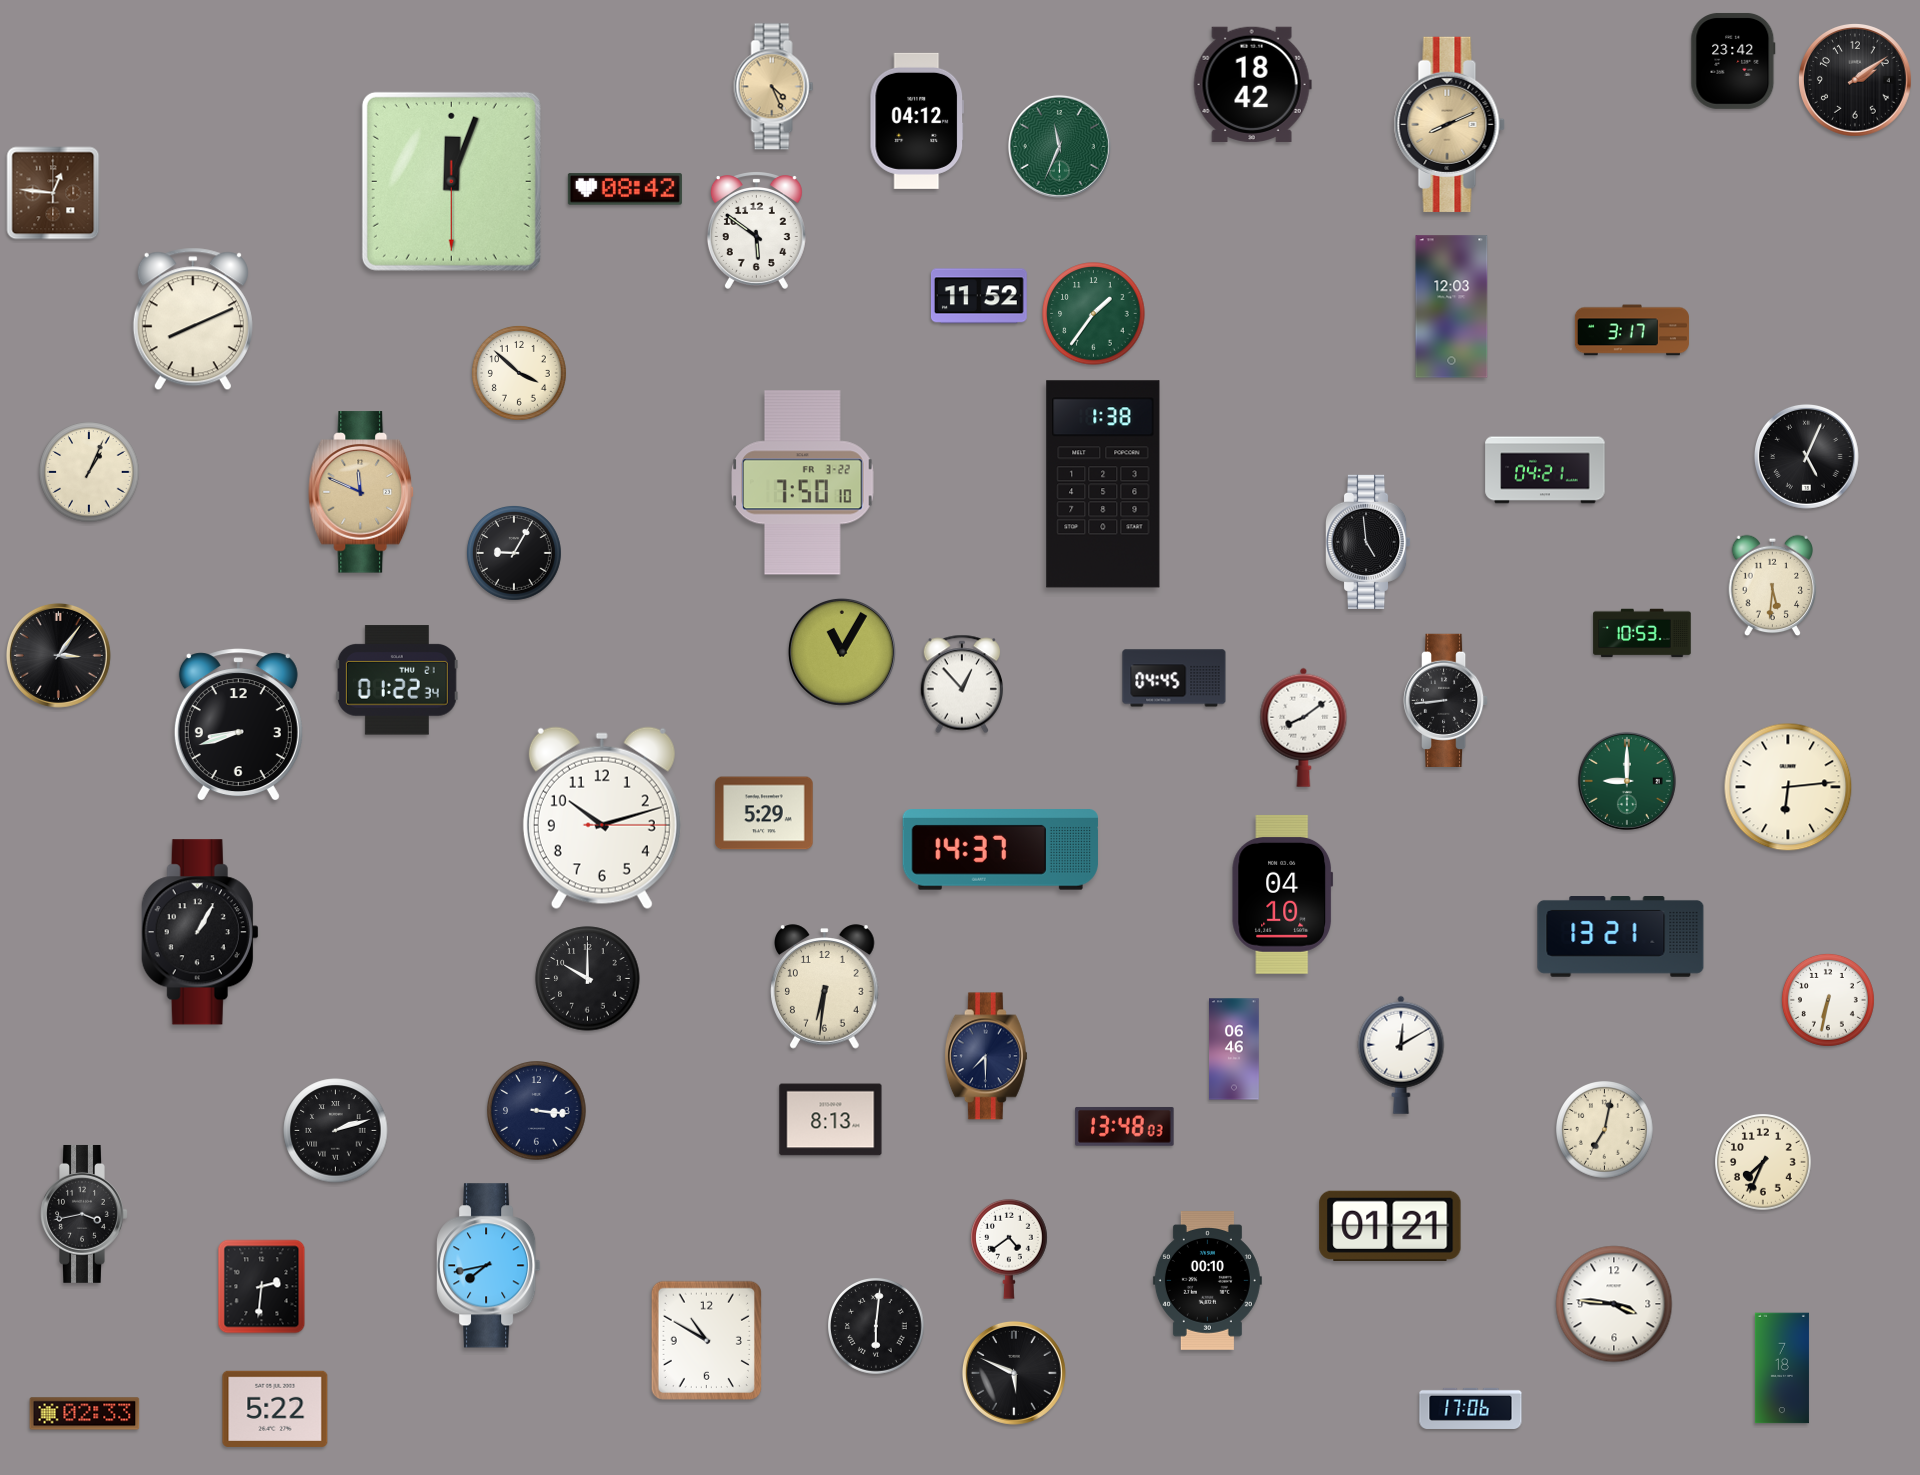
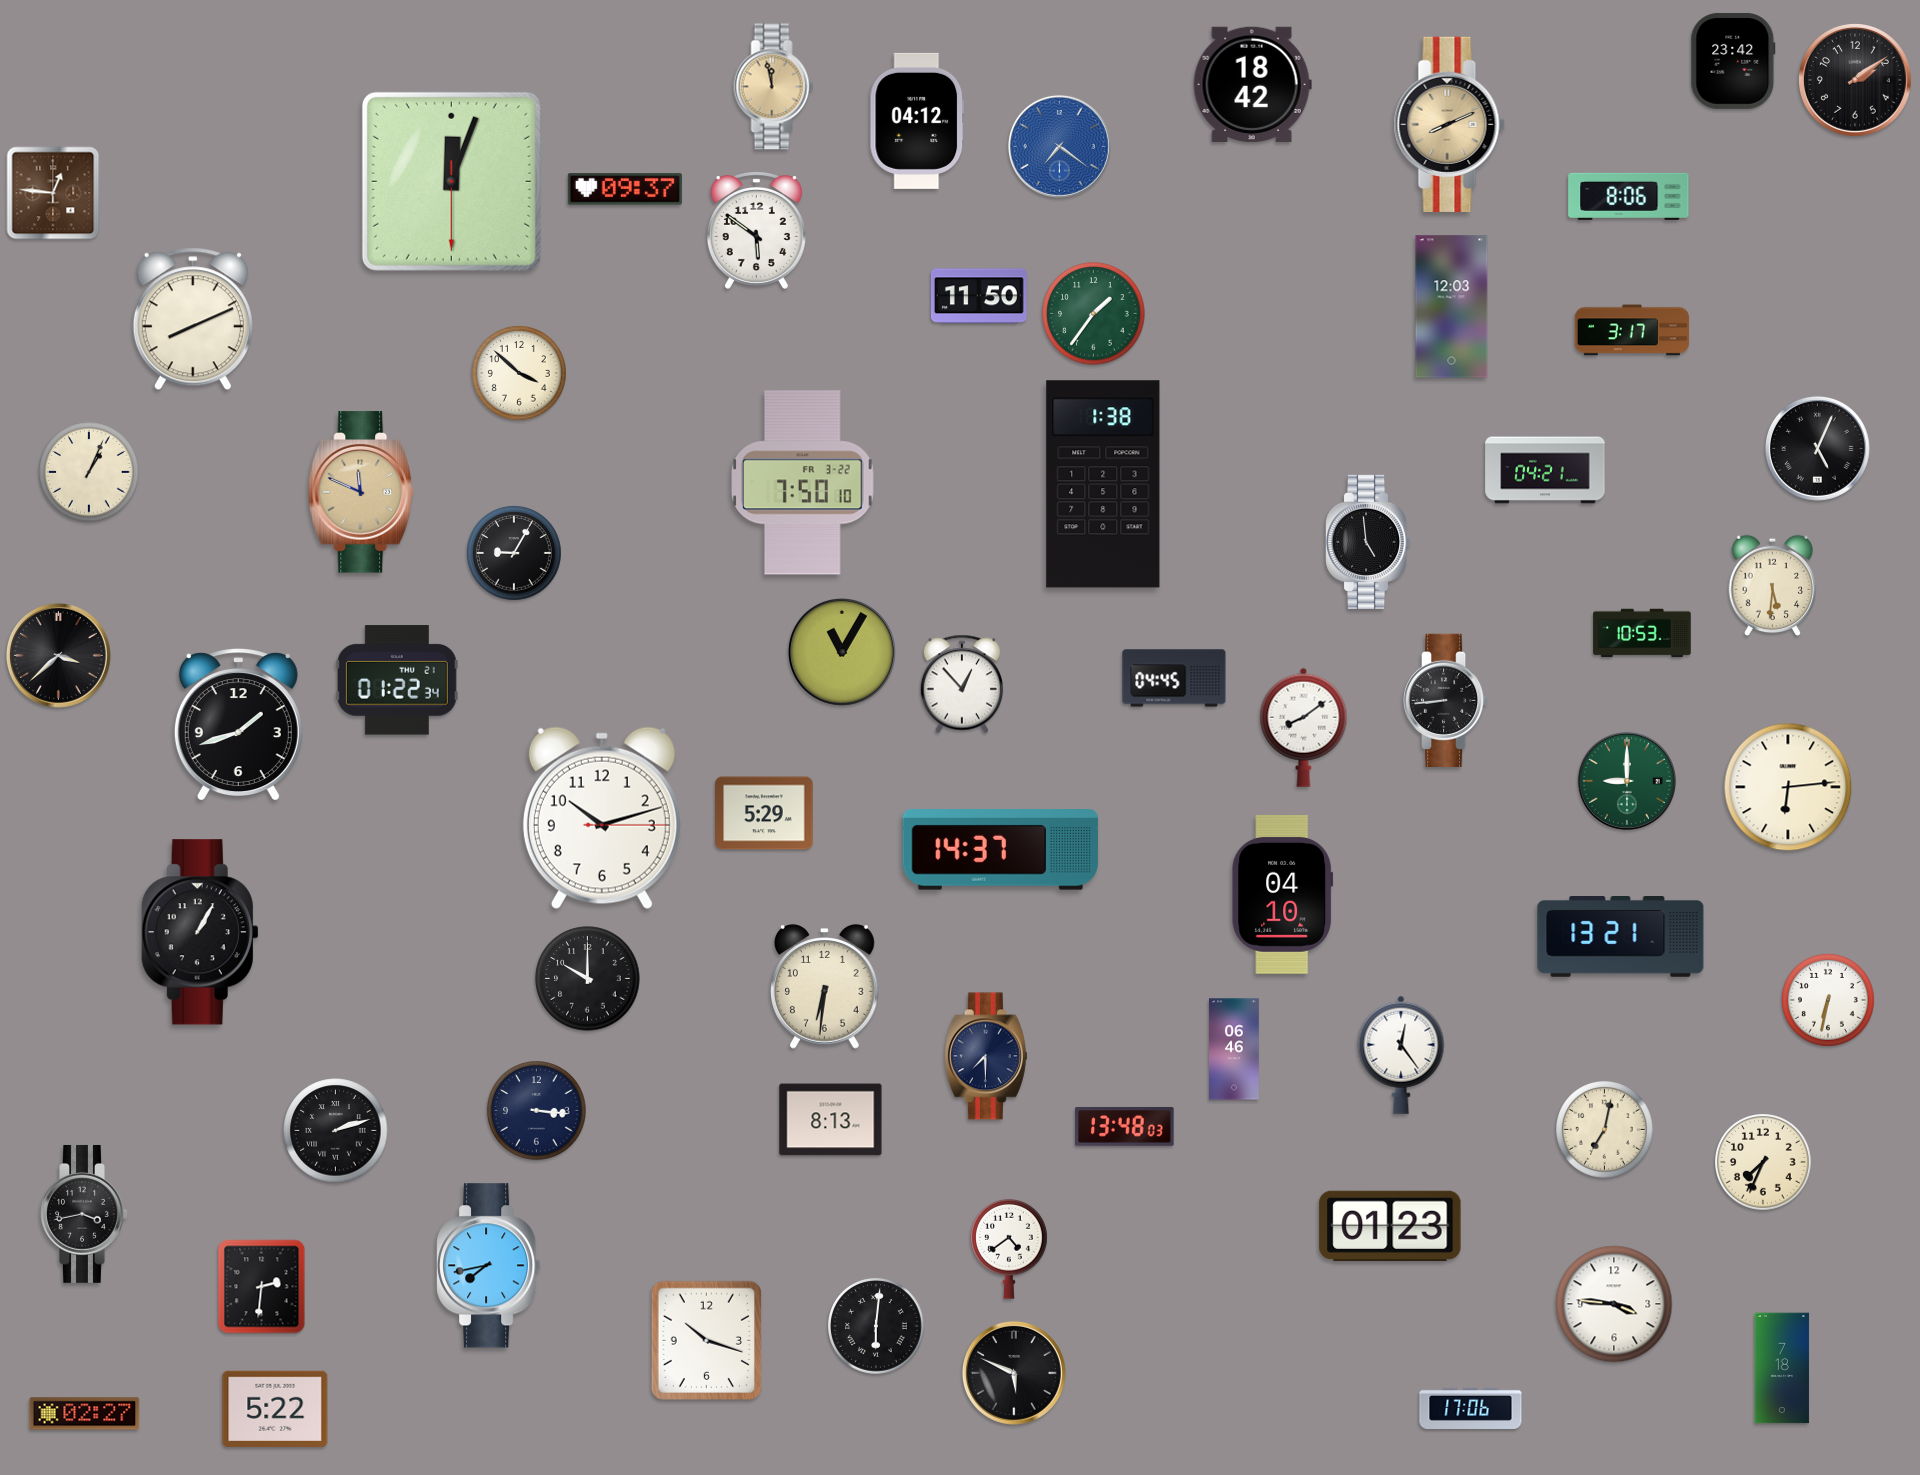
clock at (774, 87): 4:26 -> 11:58
clock at (1059, 146): 11:34 -> 7:21
clock at (1059, 146) dial: green -> blue
clock at (625, 189): 08:42 -> 09:37
clock at (1629, 196): none -> 8:06
clock at (979, 296): 11:52 -> 11:50
clock at (1806, 456) position: (1806, 456) -> (1817, 448)
clock at (58, 655): 3:06 -> 3:38
clock at (238, 725): 8:42 -> 1:42
clock at (1401, 1055): 12:10 -> 12:24
clock at (1390, 1226): 01:21 -> 01:23
clock at (1207, 1281): 00:10 -> none
clock at (706, 1340): 10:50 -> 10:18
clock at (85, 1414): 02:33 -> 02:27
